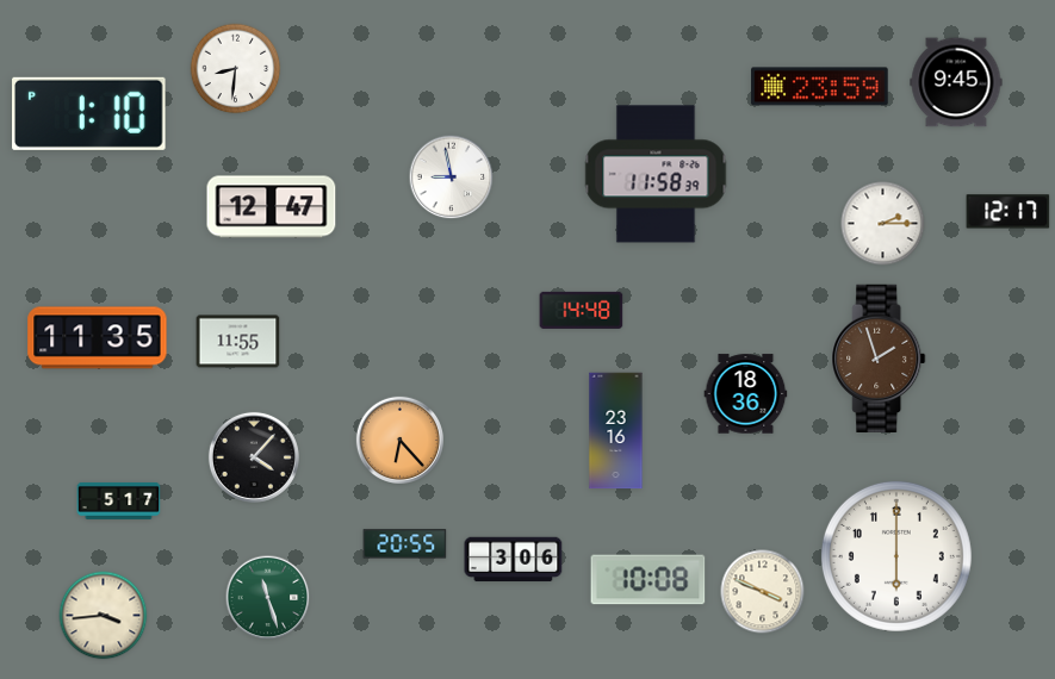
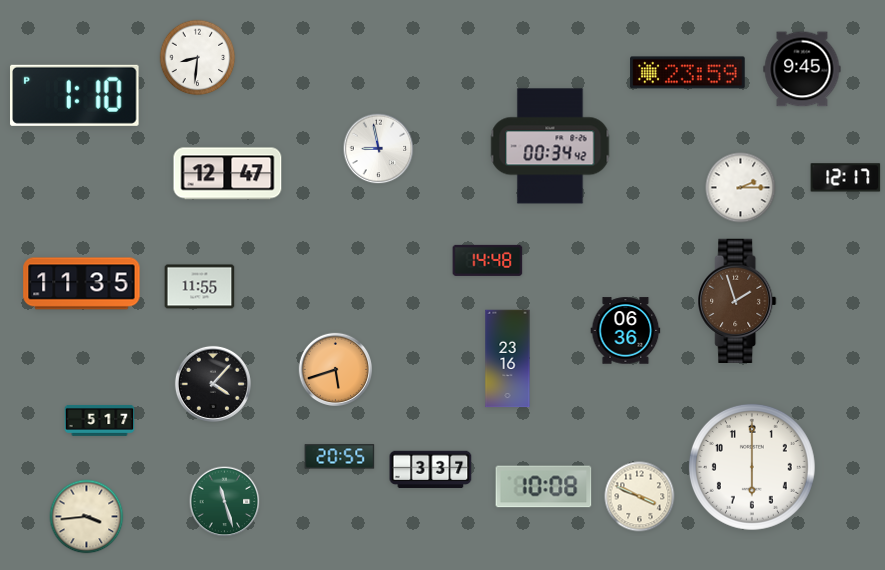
clock at (656, 174): 11:58 -> 00:34
clock at (746, 394): 18:36 -> 06:36
clock at (616, 431) position: (616, 431) -> (508, 359)
clock at (399, 440): 6:23 -> 5:42
clock at (514, 560): 3:06 -> 3:37
